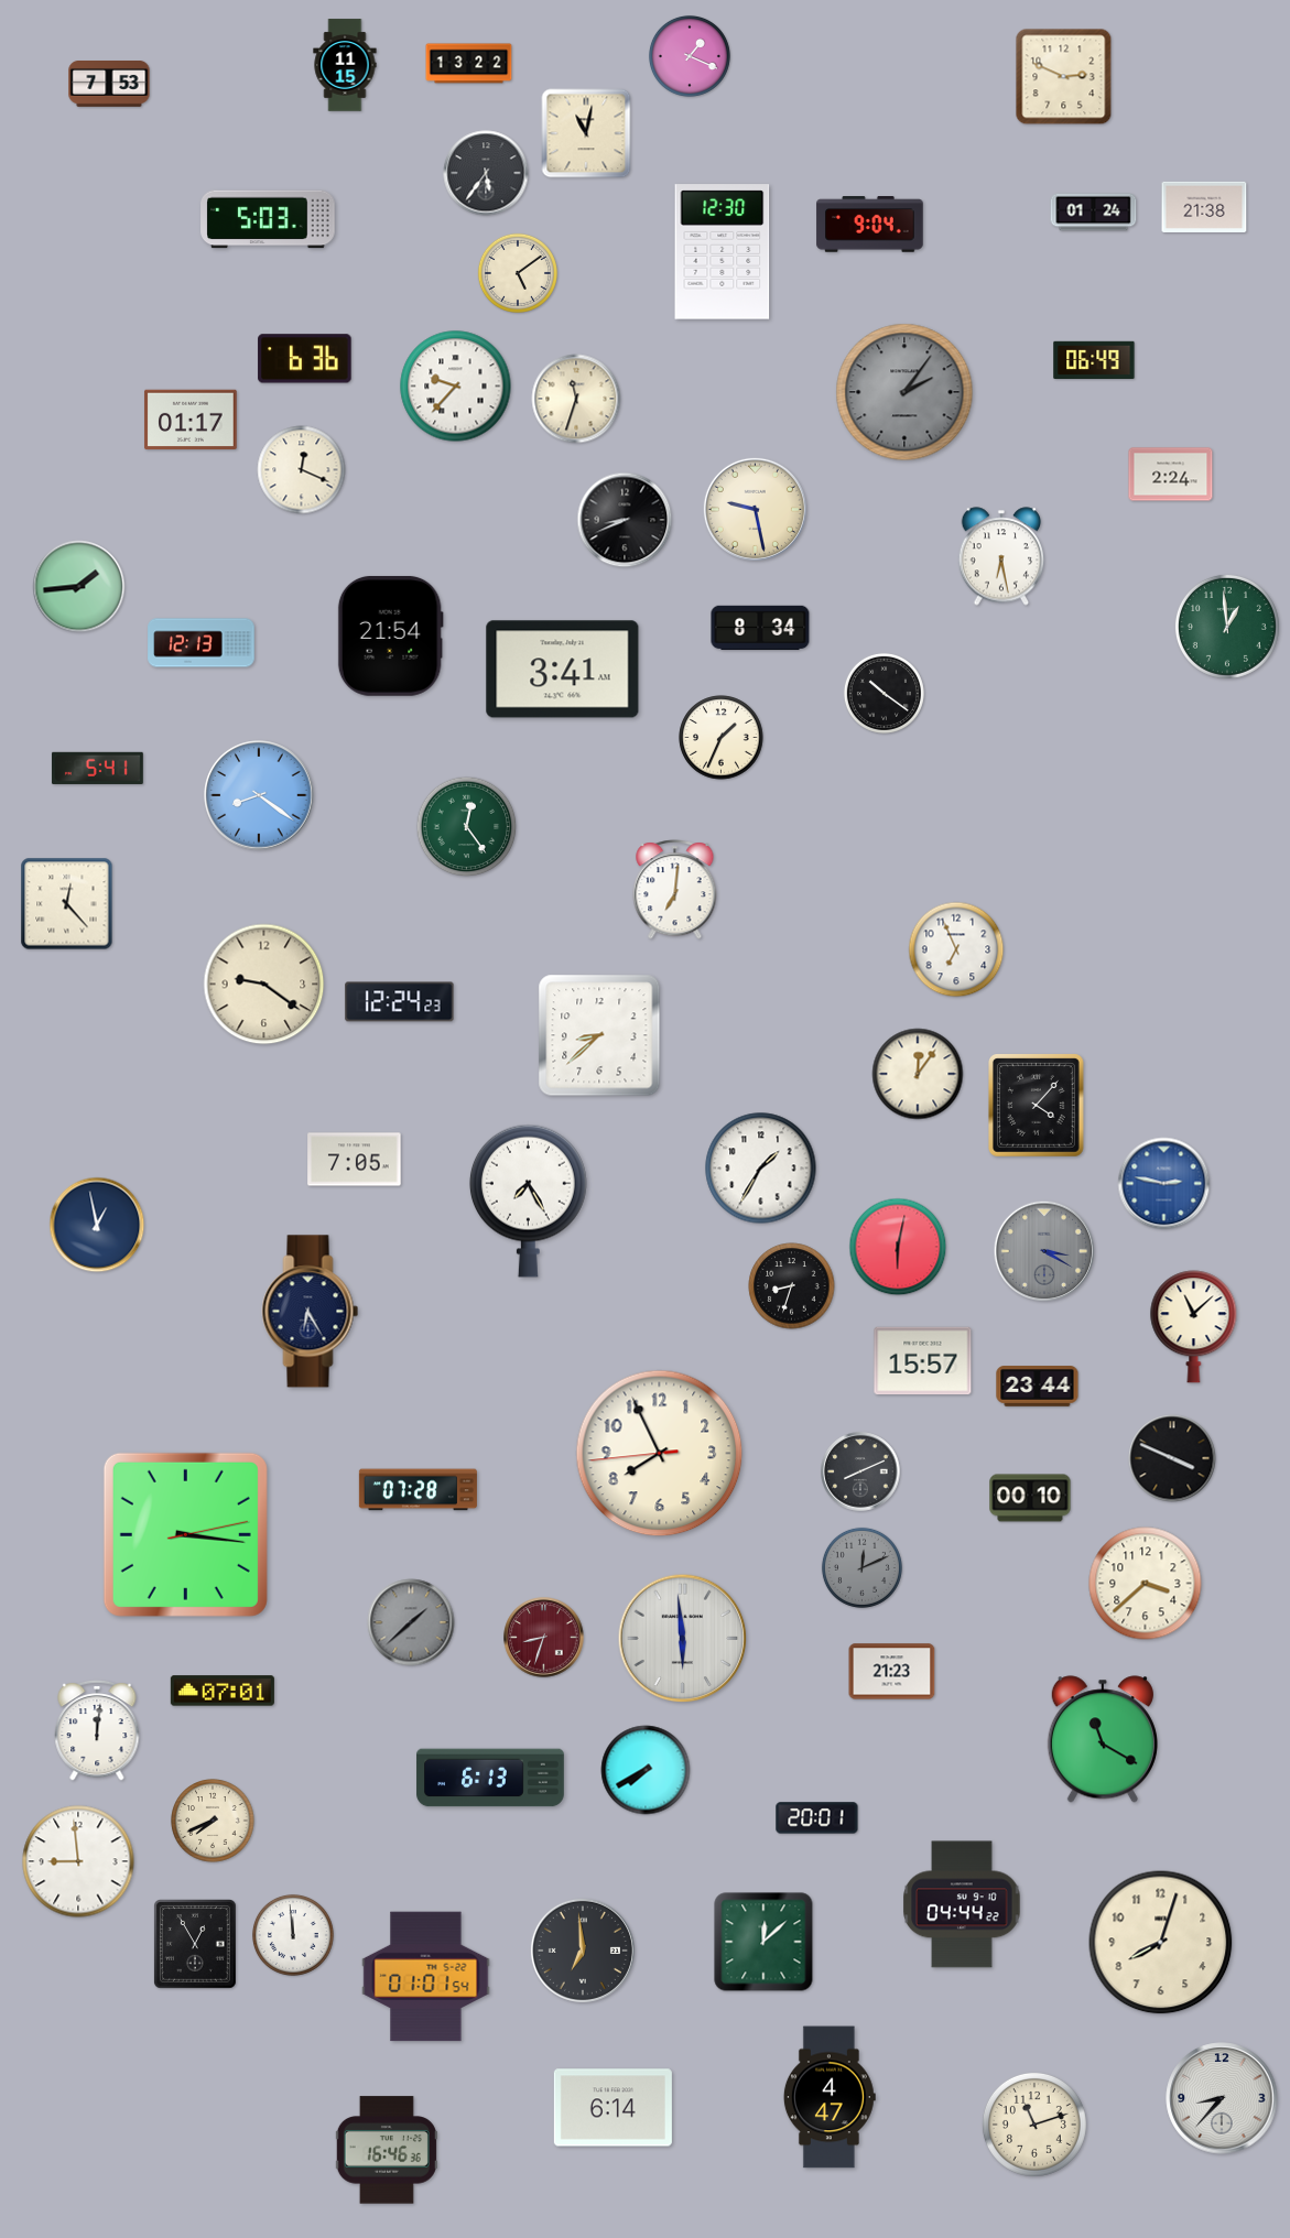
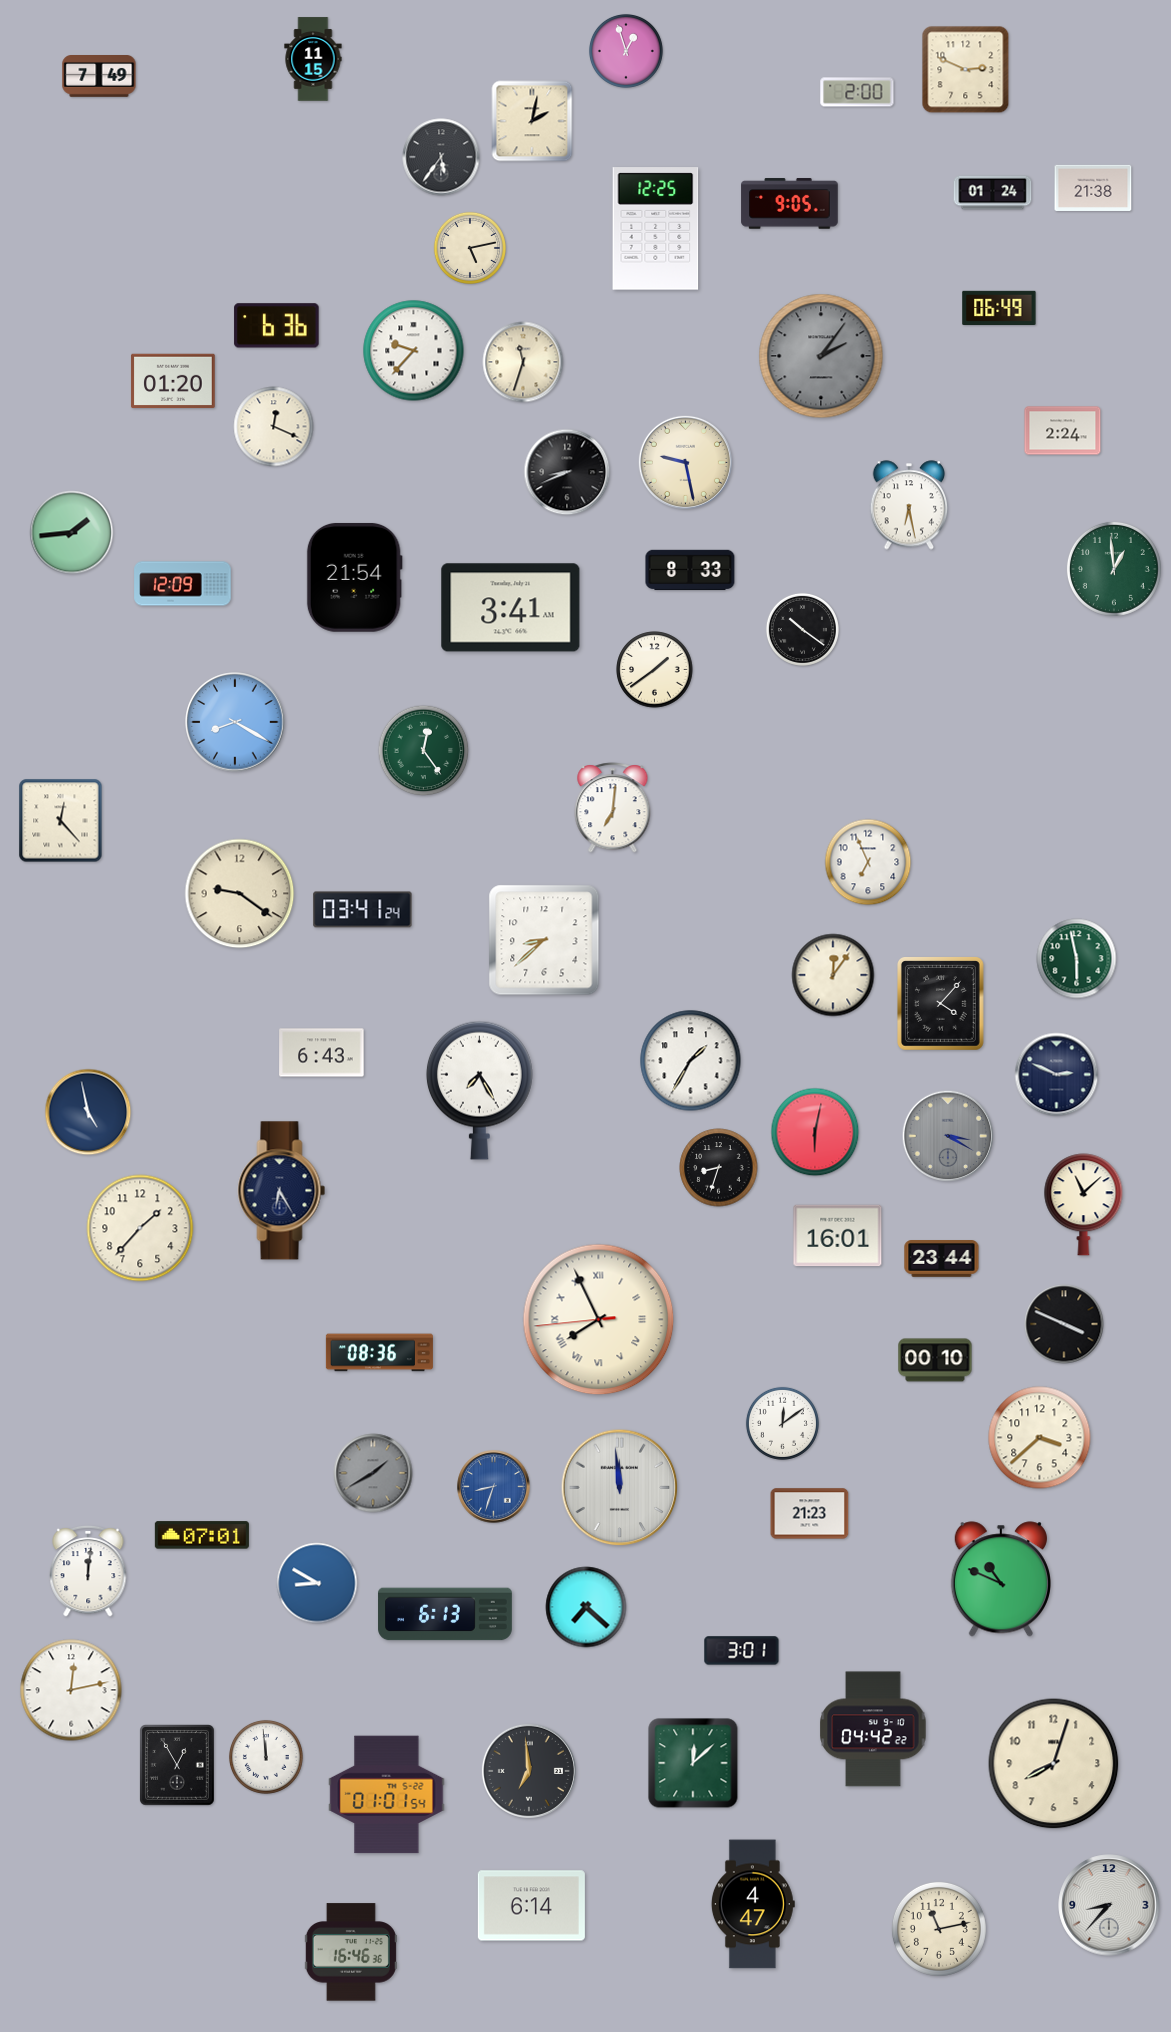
clock at (690, 56): 1:19 -> 12:57
clock at (469, 64): 13:22 -> none
clock at (109, 85): 7:53 -> 7:49
clock at (857, 92): none -> 2:00
clock at (586, 133): 11:02 -> 2:02
clock at (268, 219): 5:03 -> none
clock at (870, 225): 9:04 -> 9:05
clock at (723, 252): 12:30 -> 12:25
clock at (518, 273): 5:09 -> 5:13
clock at (1094, 359) position: (1094, 359) -> (999, 307)
clock at (191, 420): 01:17 -> 01:20
clock at (760, 628): 8:34 -> 8:33
clock at (202, 643): 12:13 -> 12:09
clock at (722, 738): 1:34 -> 1:39
clock at (97, 768): 5:41 -> none
clock at (259, 795): 8:21 -> 8:20
clock at (400, 1002): 12:24 -> 03:41
clock at (1077, 959): none -> 5:58
clock at (355, 1160): 7:05 -> 6:43
clock at (1164, 1184): 2:47 -> 2:49
clock at (1164, 1184) dial: blue -> navy
clock at (97, 1225): 12:58 -> 4:58
clock at (140, 1228): none -> 1:37
clock at (923, 1361): 15:57 -> 16:01
clock at (660, 1454) numerals: Arabic -> Roman
clock at (860, 1471): 8:11 -> none
clock at (418, 1490): 07:28 -> 08:36
clock at (185, 1534): 3:16 -> none
clock at (861, 1567): 12:11 -> 12:09
clock at (861, 1567) dial: grey -> white
clock at (411, 1622): 1:38 -> 1:40
clock at (544, 1638) dial: burgundy -> blue
clock at (683, 1639): 5:59 -> 11:59
clock at (892, 1672) position: (892, 1672) -> (810, 1514)
clock at (1103, 1739): 11:20 -> 10:49
clock at (317, 1583): none -> 8:50
clock at (646, 1770): 7:40 -> 7:22
clock at (817, 1818): 20:01 -> 3:01
clock at (213, 1821): 7:41 -> none
clock at (78, 1861): 8:59 -> 12:13
clock at (962, 1904): 04:44 -> 04:42
clock at (613, 2108) position: (613, 2108) -> (531, 1906)
clock at (1034, 2125): 11:12 -> 11:13
